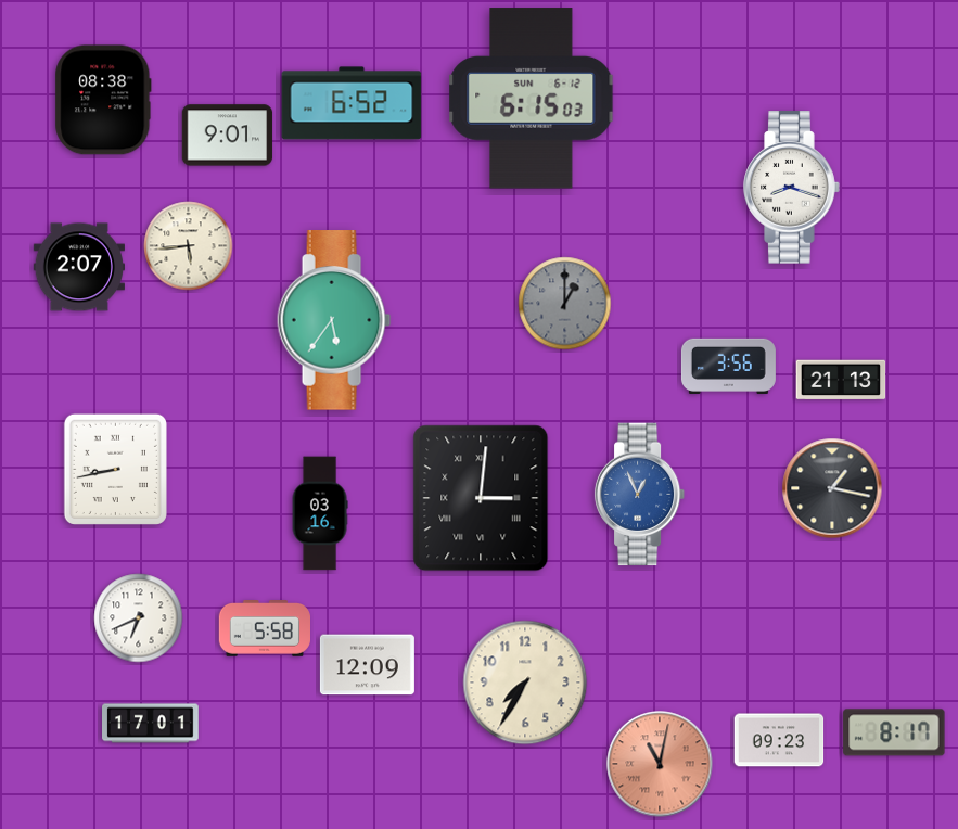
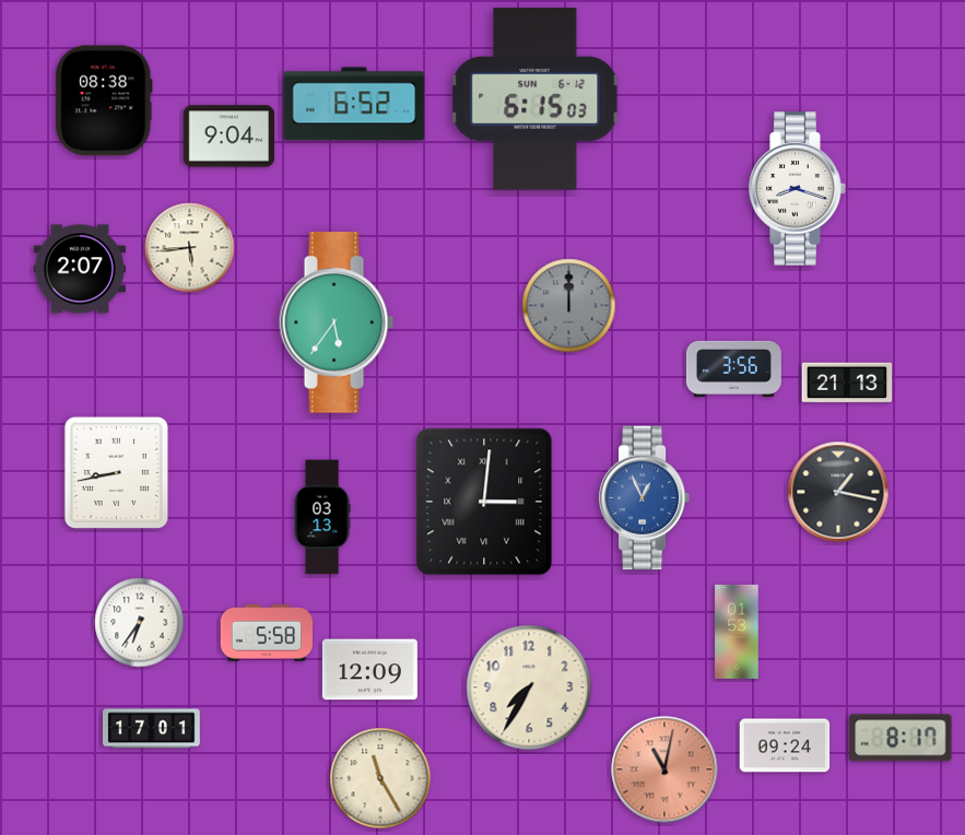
clock at (228, 136): 9:01 -> 9:04
clock at (565, 304): 1:00 -> 12:00
clock at (320, 513): 03:16 -> 03:13
clock at (139, 618): 6:41 -> 6:36
clock at (737, 632): none -> 01:53
clock at (779, 740): 09:23 -> 09:24
clock at (380, 778): none -> 11:25
